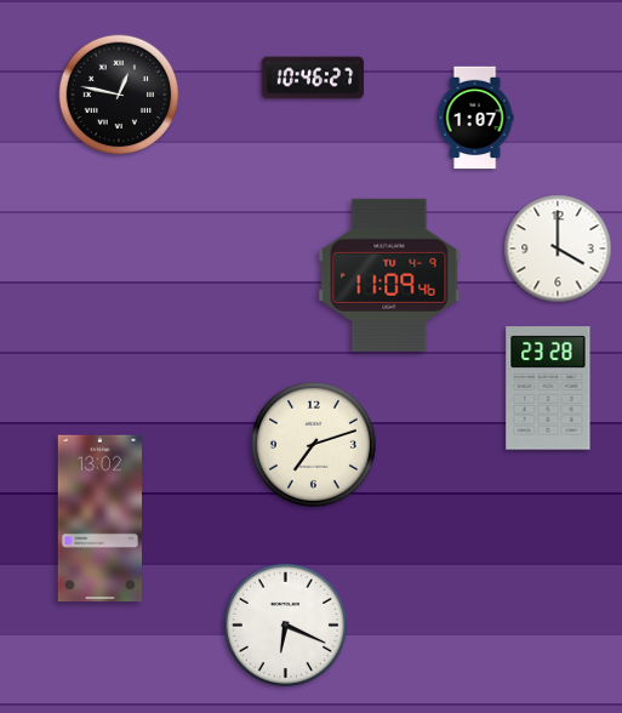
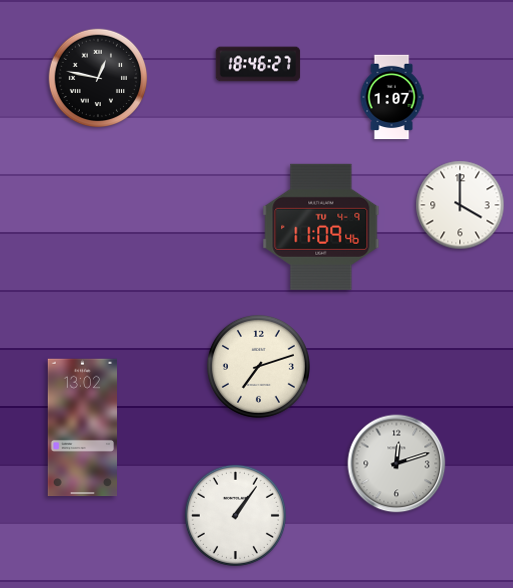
clock at (313, 78): 10:46 -> 18:46
clock at (548, 388): 23:28 -> none
clock at (397, 464): none -> 12:12
clock at (285, 624): 6:19 -> 1:06
